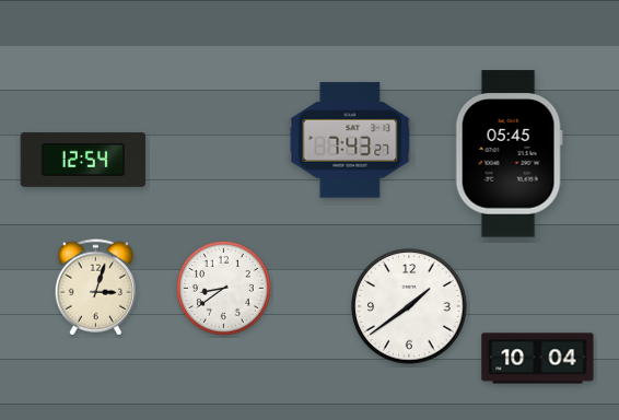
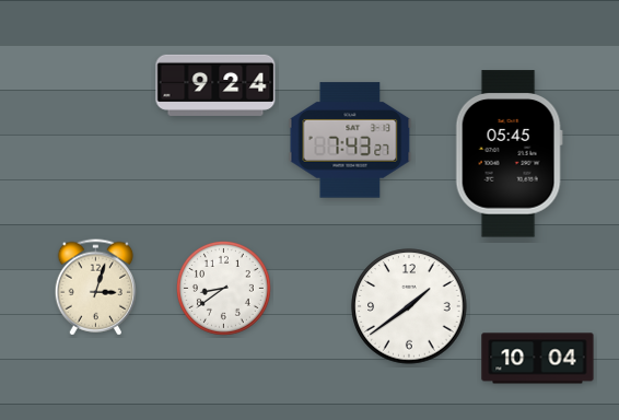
clock at (215, 85): none -> 9:24
clock at (83, 161): 12:54 -> none
